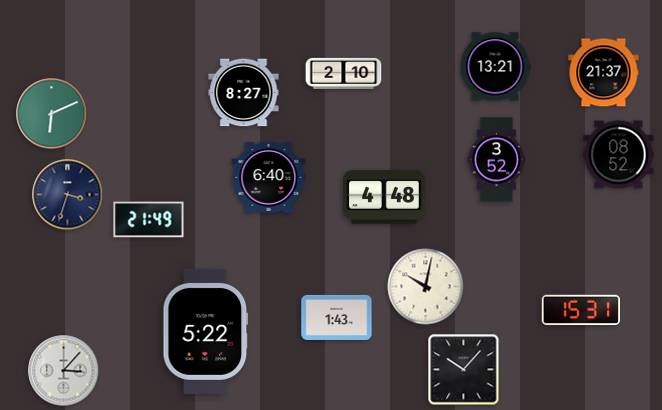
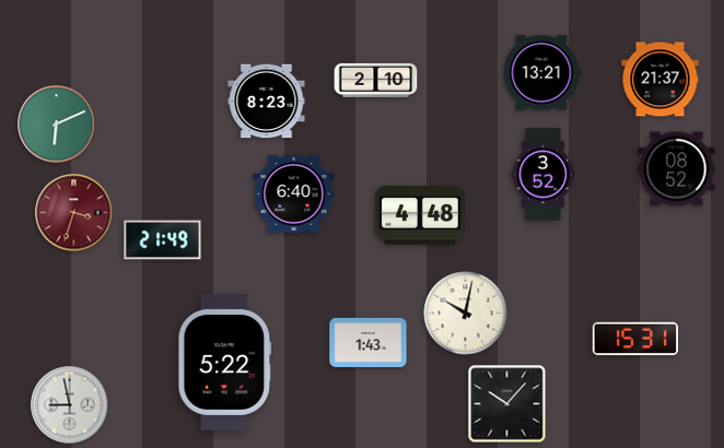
clock at (244, 93): 8:27 -> 8:23
clock at (68, 195) dial: navy -> burgundy
clock at (337, 317) position: (337, 317) -> (369, 342)
clock at (64, 371): 3:07 -> 8:58
